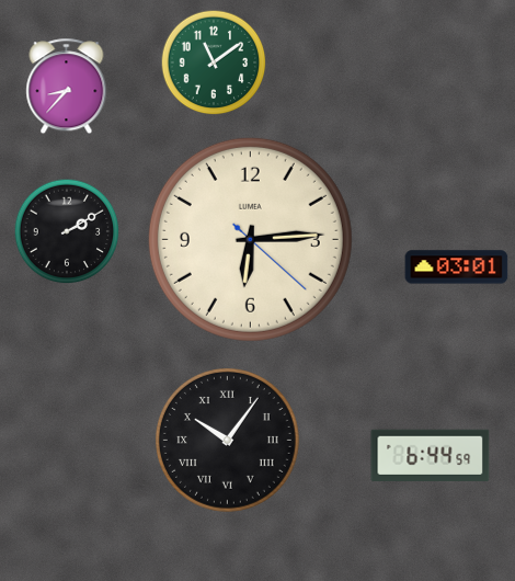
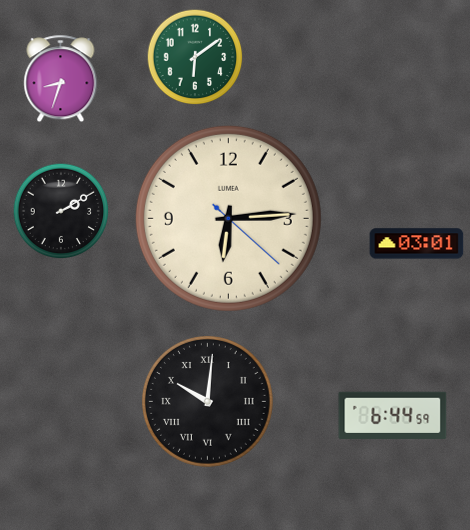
clock at (214, 62): 11:09 -> 6:09
clock at (67, 87): 8:37 -> 8:33
clock at (227, 440): 10:06 -> 10:01
